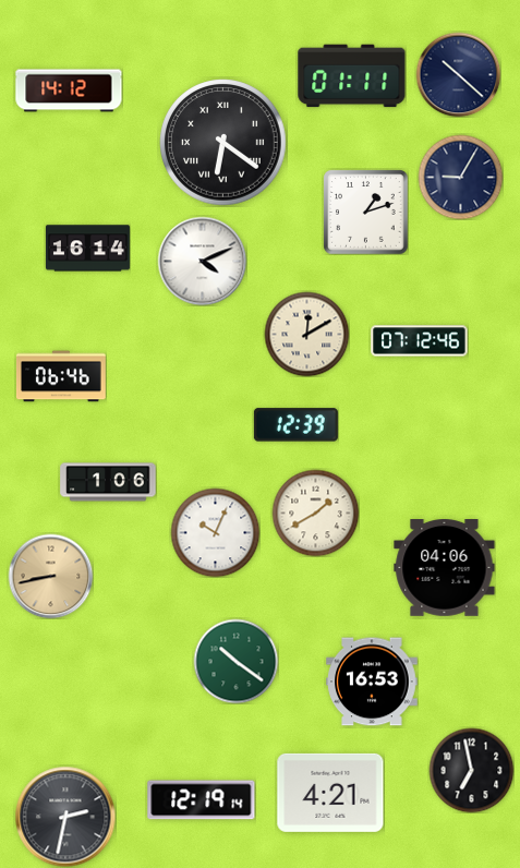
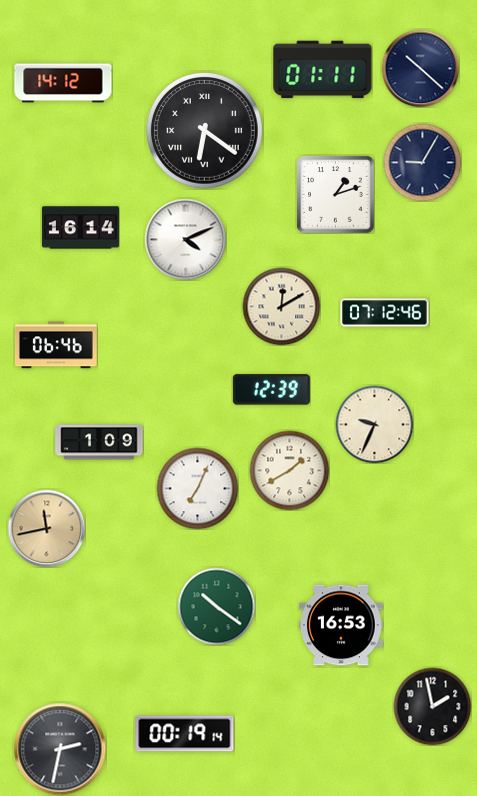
clock at (374, 424): none -> 9:34
clock at (108, 482): 1:06 -> 1:09
clock at (215, 532): 10:04 -> 7:04
clock at (445, 568): 04:06 -> none
clock at (50, 576): 8:43 -> 11:43
clock at (471, 770): 6:58 -> 1:58
clock at (330, 793): 4:21 -> none
clock at (202, 800): 12:19 -> 00:19
